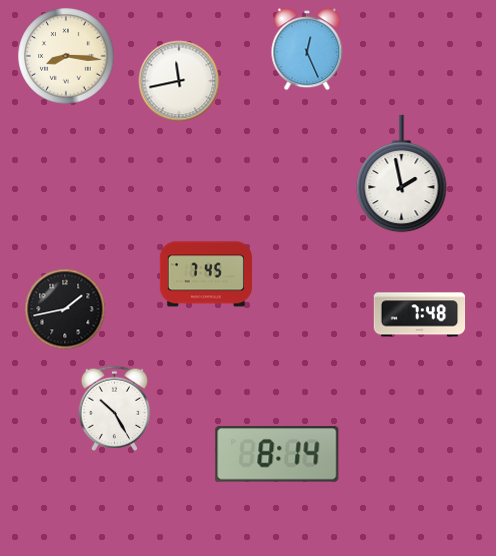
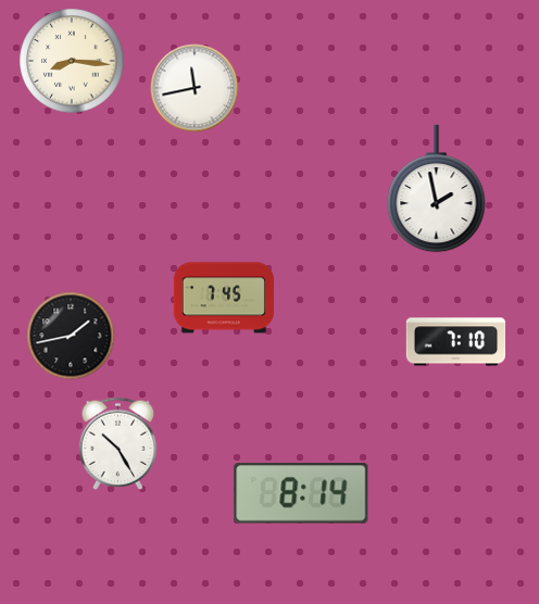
clock at (307, 49): 12:26 -> none
clock at (420, 315): 7:48 -> 7:10
clock at (115, 408) position: (115, 408) -> (118, 443)
